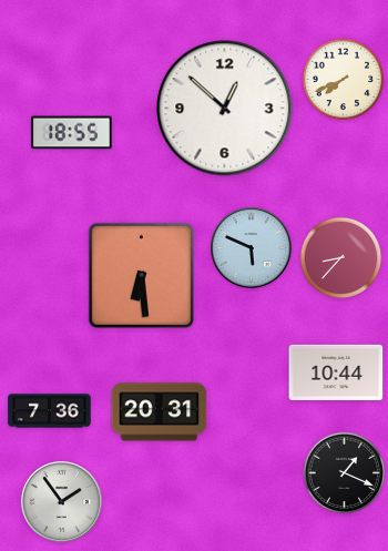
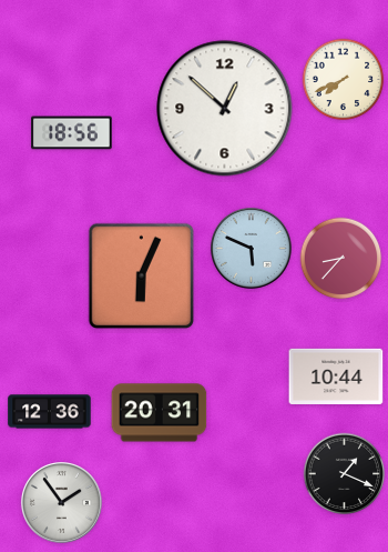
clock at (72, 133): 18:55 -> 18:56
clock at (142, 276): 6:29 -> 6:04
clock at (336, 373) position: (336, 373) -> (336, 377)
clock at (50, 411): 7:36 -> 12:36
